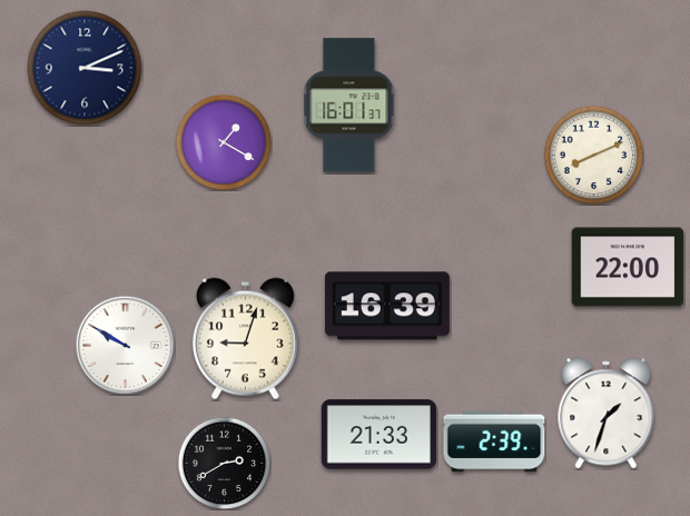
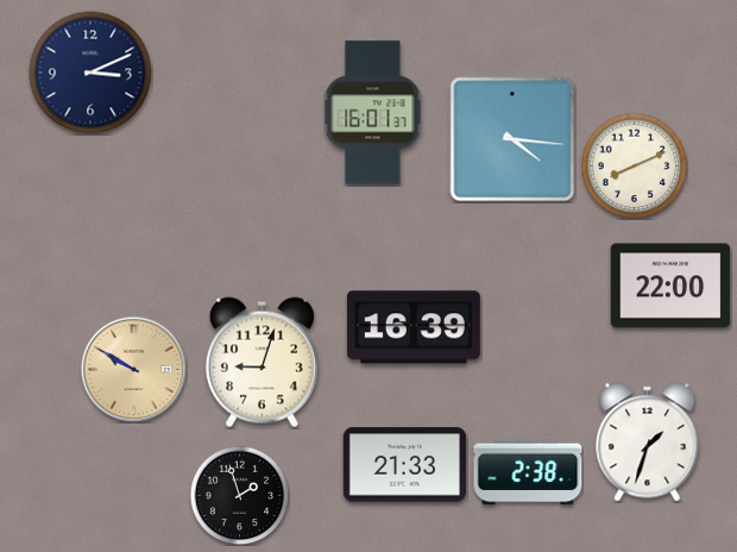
clock at (512, 139): none -> 4:16
clock at (224, 142): 1:20 -> none
clock at (125, 345) dial: white -> champagne
clock at (494, 441): 2:39 -> 2:38
clock at (224, 463): 2:40 -> 1:57
